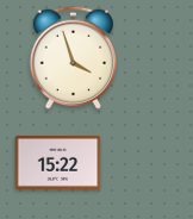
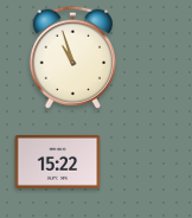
clock at (73, 57): 3:57 -> 10:57
